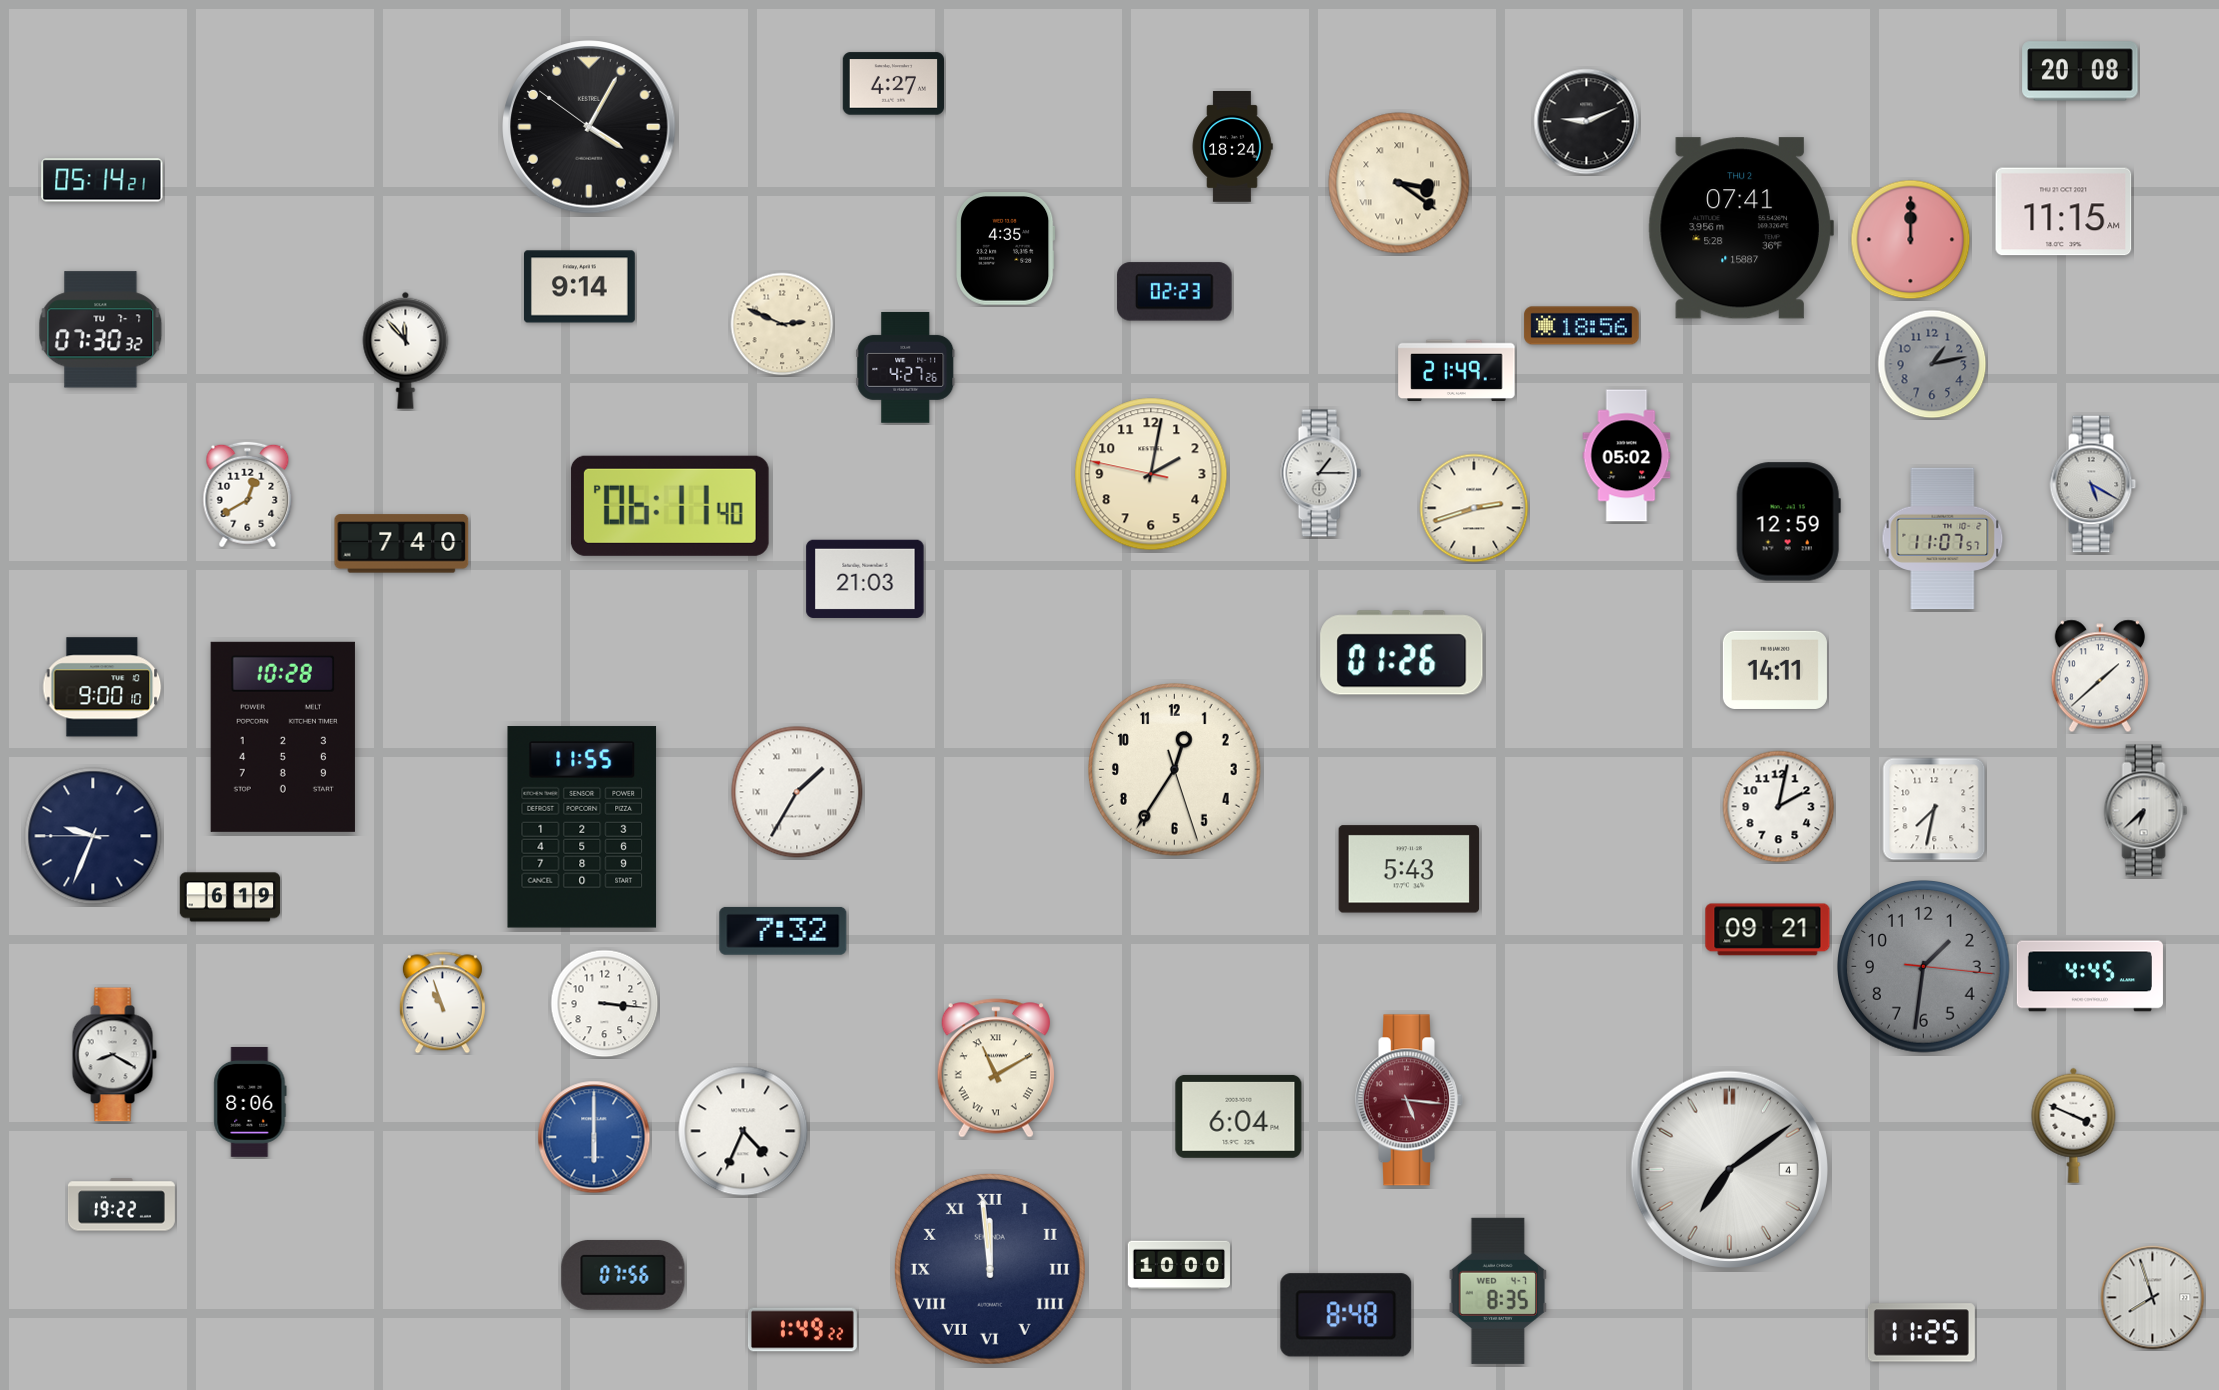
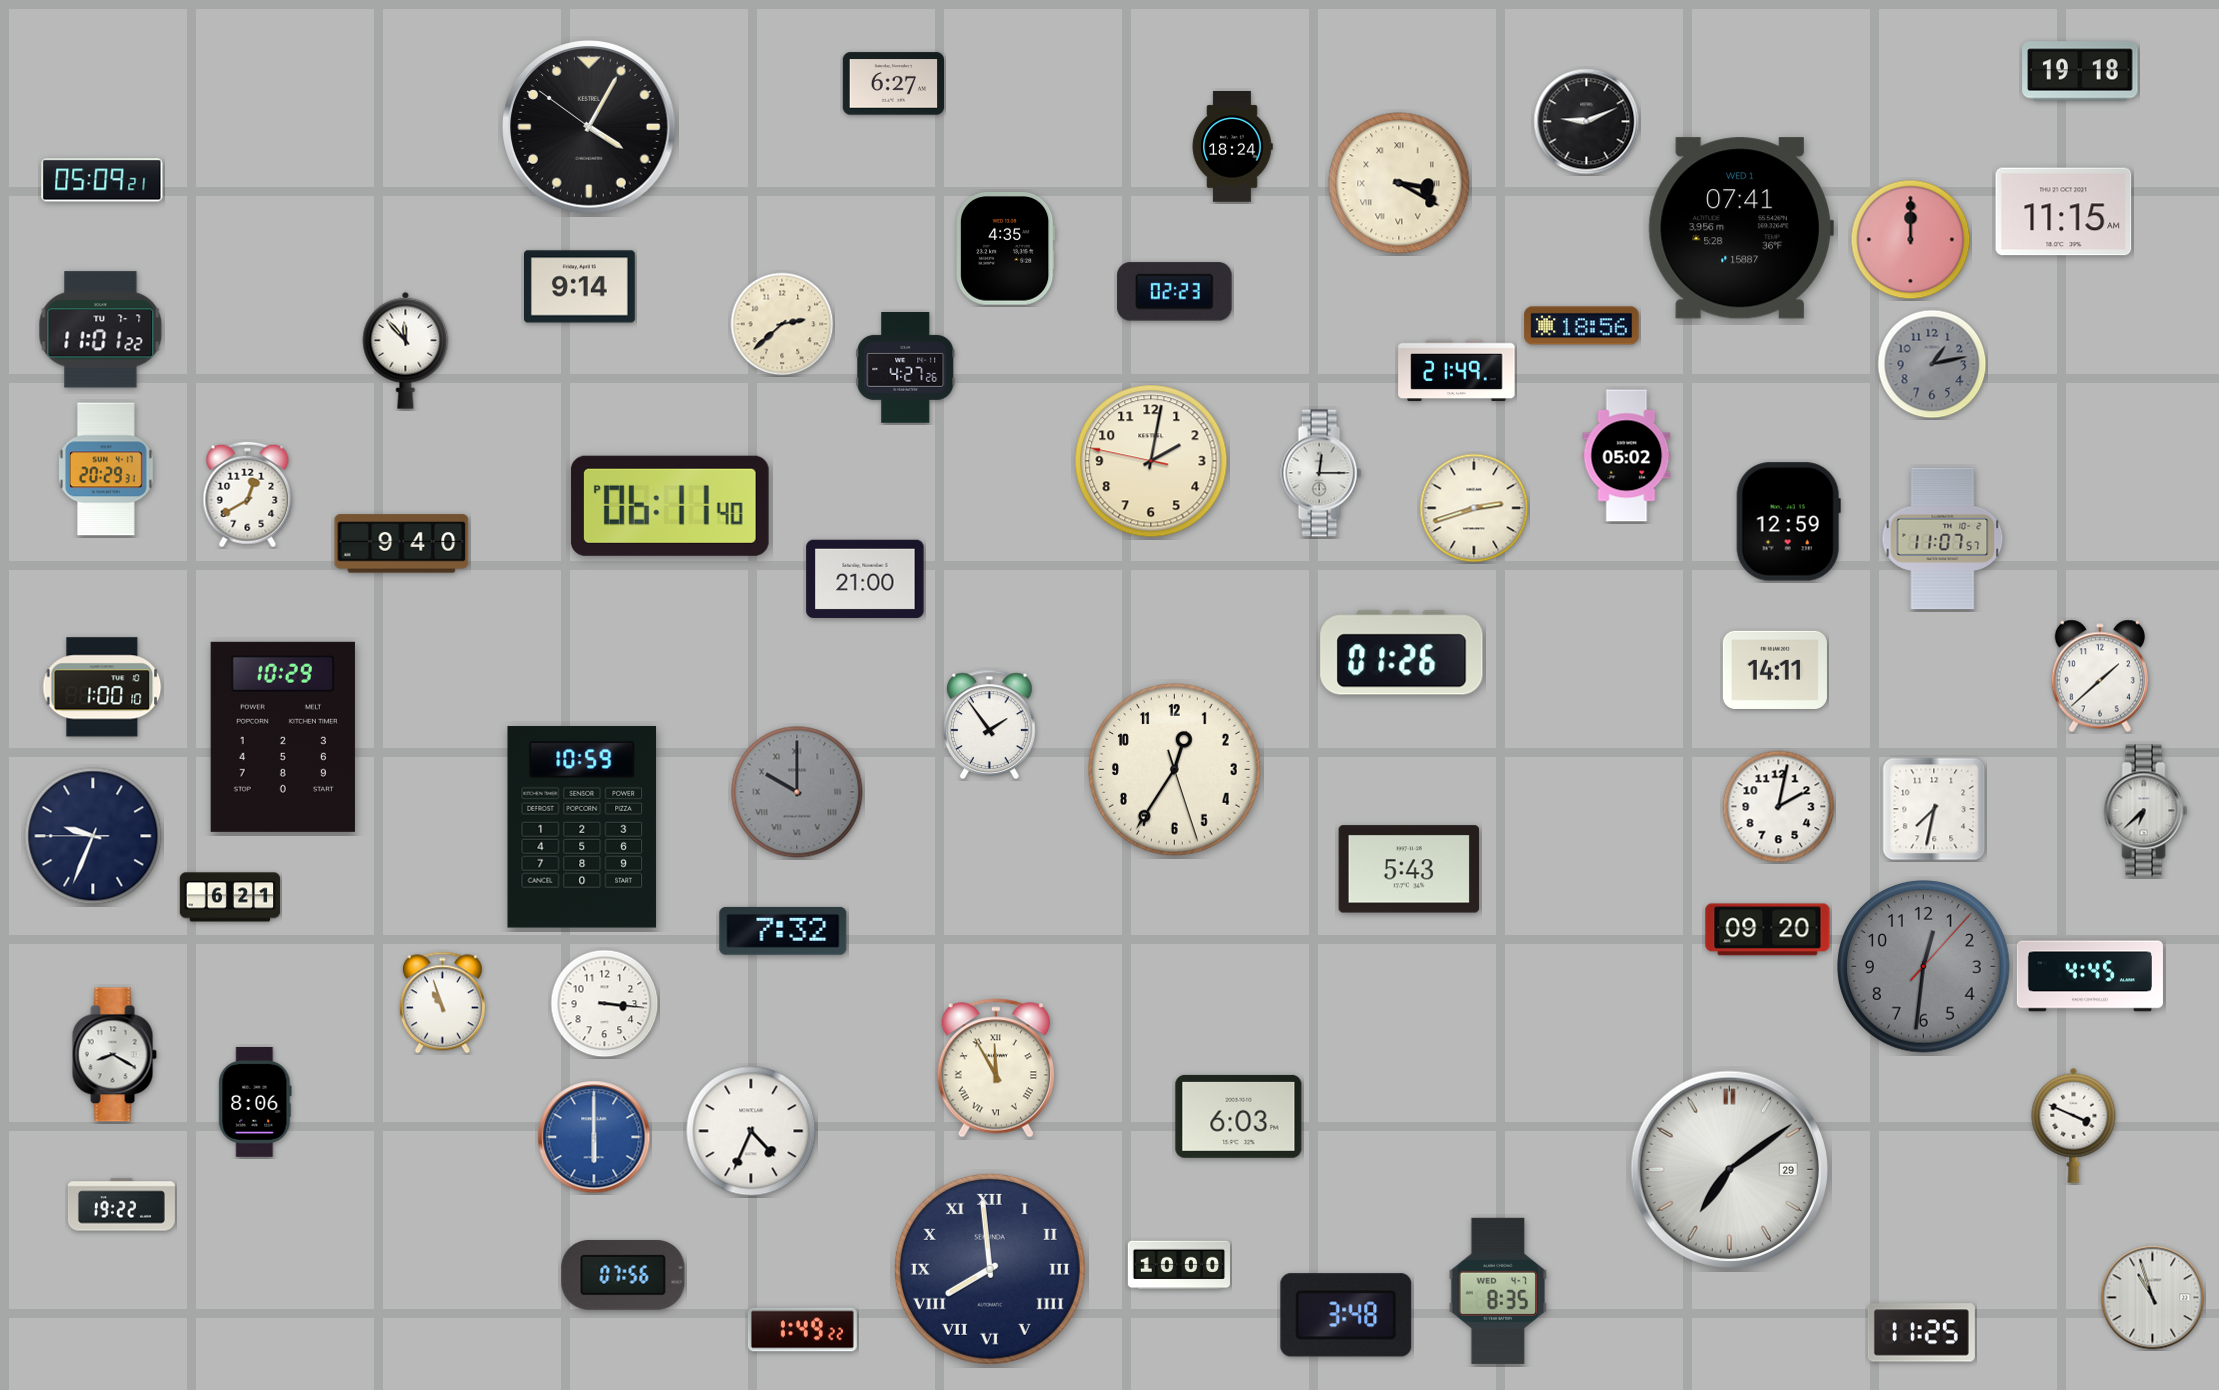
clock at (2080, 71): 20:08 -> 19:18
clock at (893, 84): 4:27 -> 6:27
clock at (102, 180): 05:14 -> 05:09
clock at (1399, 183): 3:21 -> 3:20
clock at (1741, 228) date: THU 2 -> WED 1
clock at (782, 324): 2:49 -> 2:38
clock at (101, 330): 07:30 -> 11:01
clock at (106, 469): none -> 20:29
clock at (1321, 473): 1:15 -> 12:15
clock at (1151, 474) position: (1151, 474) -> (1151, 461)
clock at (2093, 484): 5:20 -> none
clock at (402, 544): 7:40 -> 9:40
clock at (865, 579): 21:03 -> 21:00
clock at (102, 687): 9:00 -> 1:00
clock at (989, 724): none -> 1:54
clock at (283, 737): 10:28 -> 10:29
clock at (797, 792): 1:35 -> 10:00
clock at (797, 792) dial: white -> grey
clock at (582, 827): 11:55 -> 10:59
clock at (230, 897): 6:19 -> 6:21
clock at (1768, 930): 09:21 -> 09:20
clock at (1924, 967): 1:31 -> 12:31
clock at (996, 1068): 11:10 -> 11:55
clock at (1410, 1100): 5:16 -> none
clock at (250, 1102) position: (250, 1102) -> (255, 1102)
clock at (1239, 1116): 6:04 -> 6:03
clock at (743, 1131) position: (743, 1131) -> (751, 1131)
clock at (1729, 1169) date: 4 -> 29
clock at (990, 1269): 11:59 -> 7:59
clock at (2153, 1298): 7:57 -> 10:57
clock at (1346, 1315): 8:48 -> 3:48
